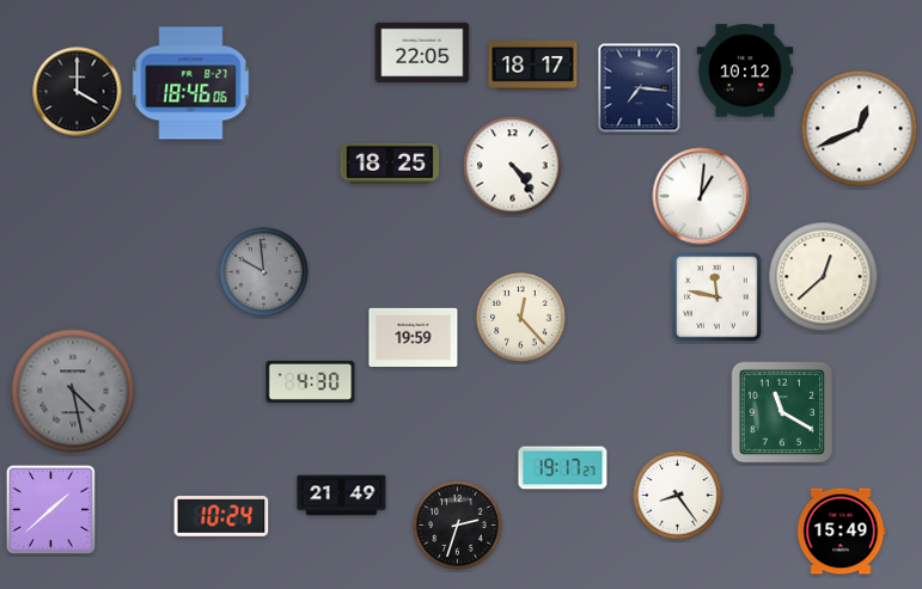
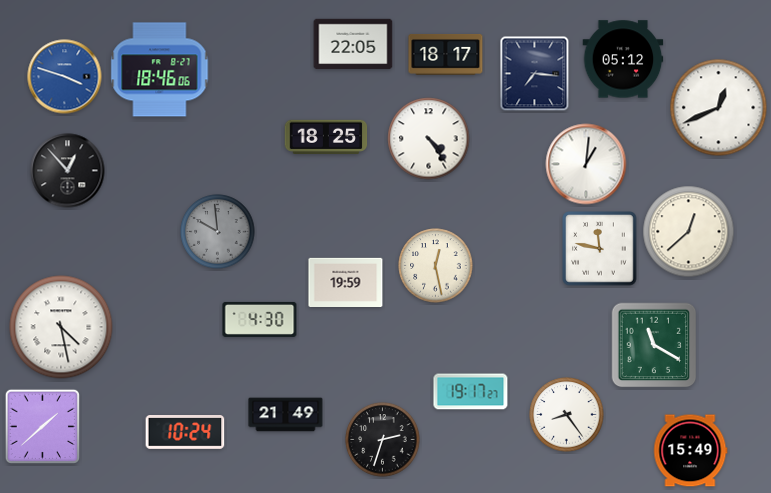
clock at (745, 70): 10:12 -> 05:12
clock at (78, 92): 4:00 -> 3:48
clock at (78, 92) dial: black -> blue
clock at (68, 171): none -> 12:53
clock at (264, 272) position: (264, 272) -> (218, 232)
clock at (521, 318): 12:23 -> 12:28
clock at (73, 391) dial: grey -> white
clock at (842, 532) position: (842, 532) -> (691, 451)
